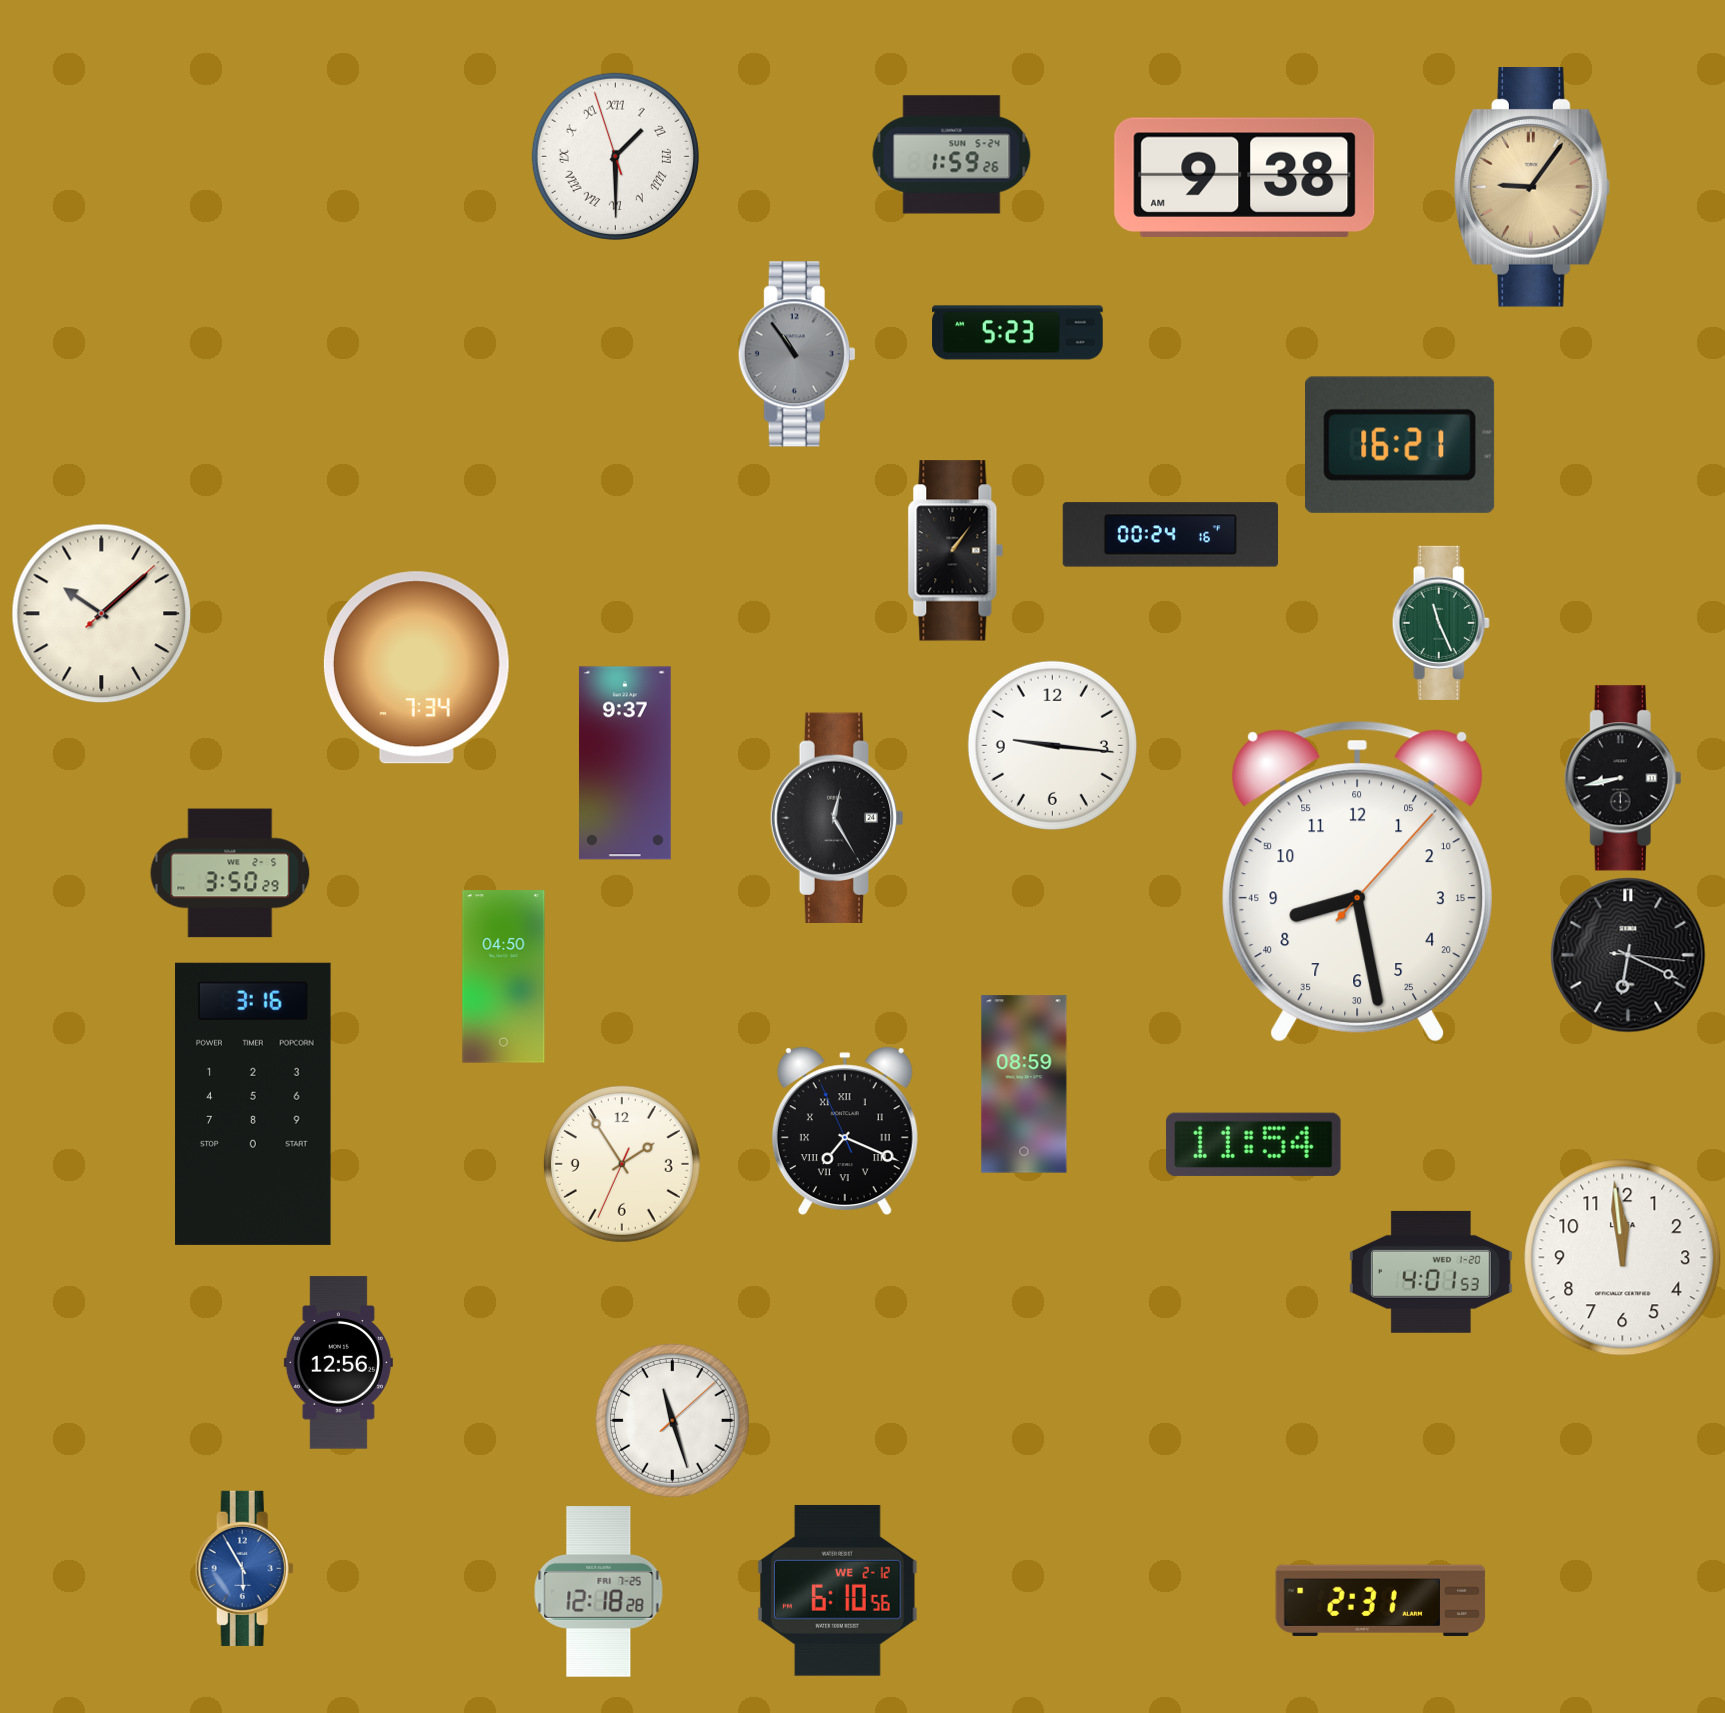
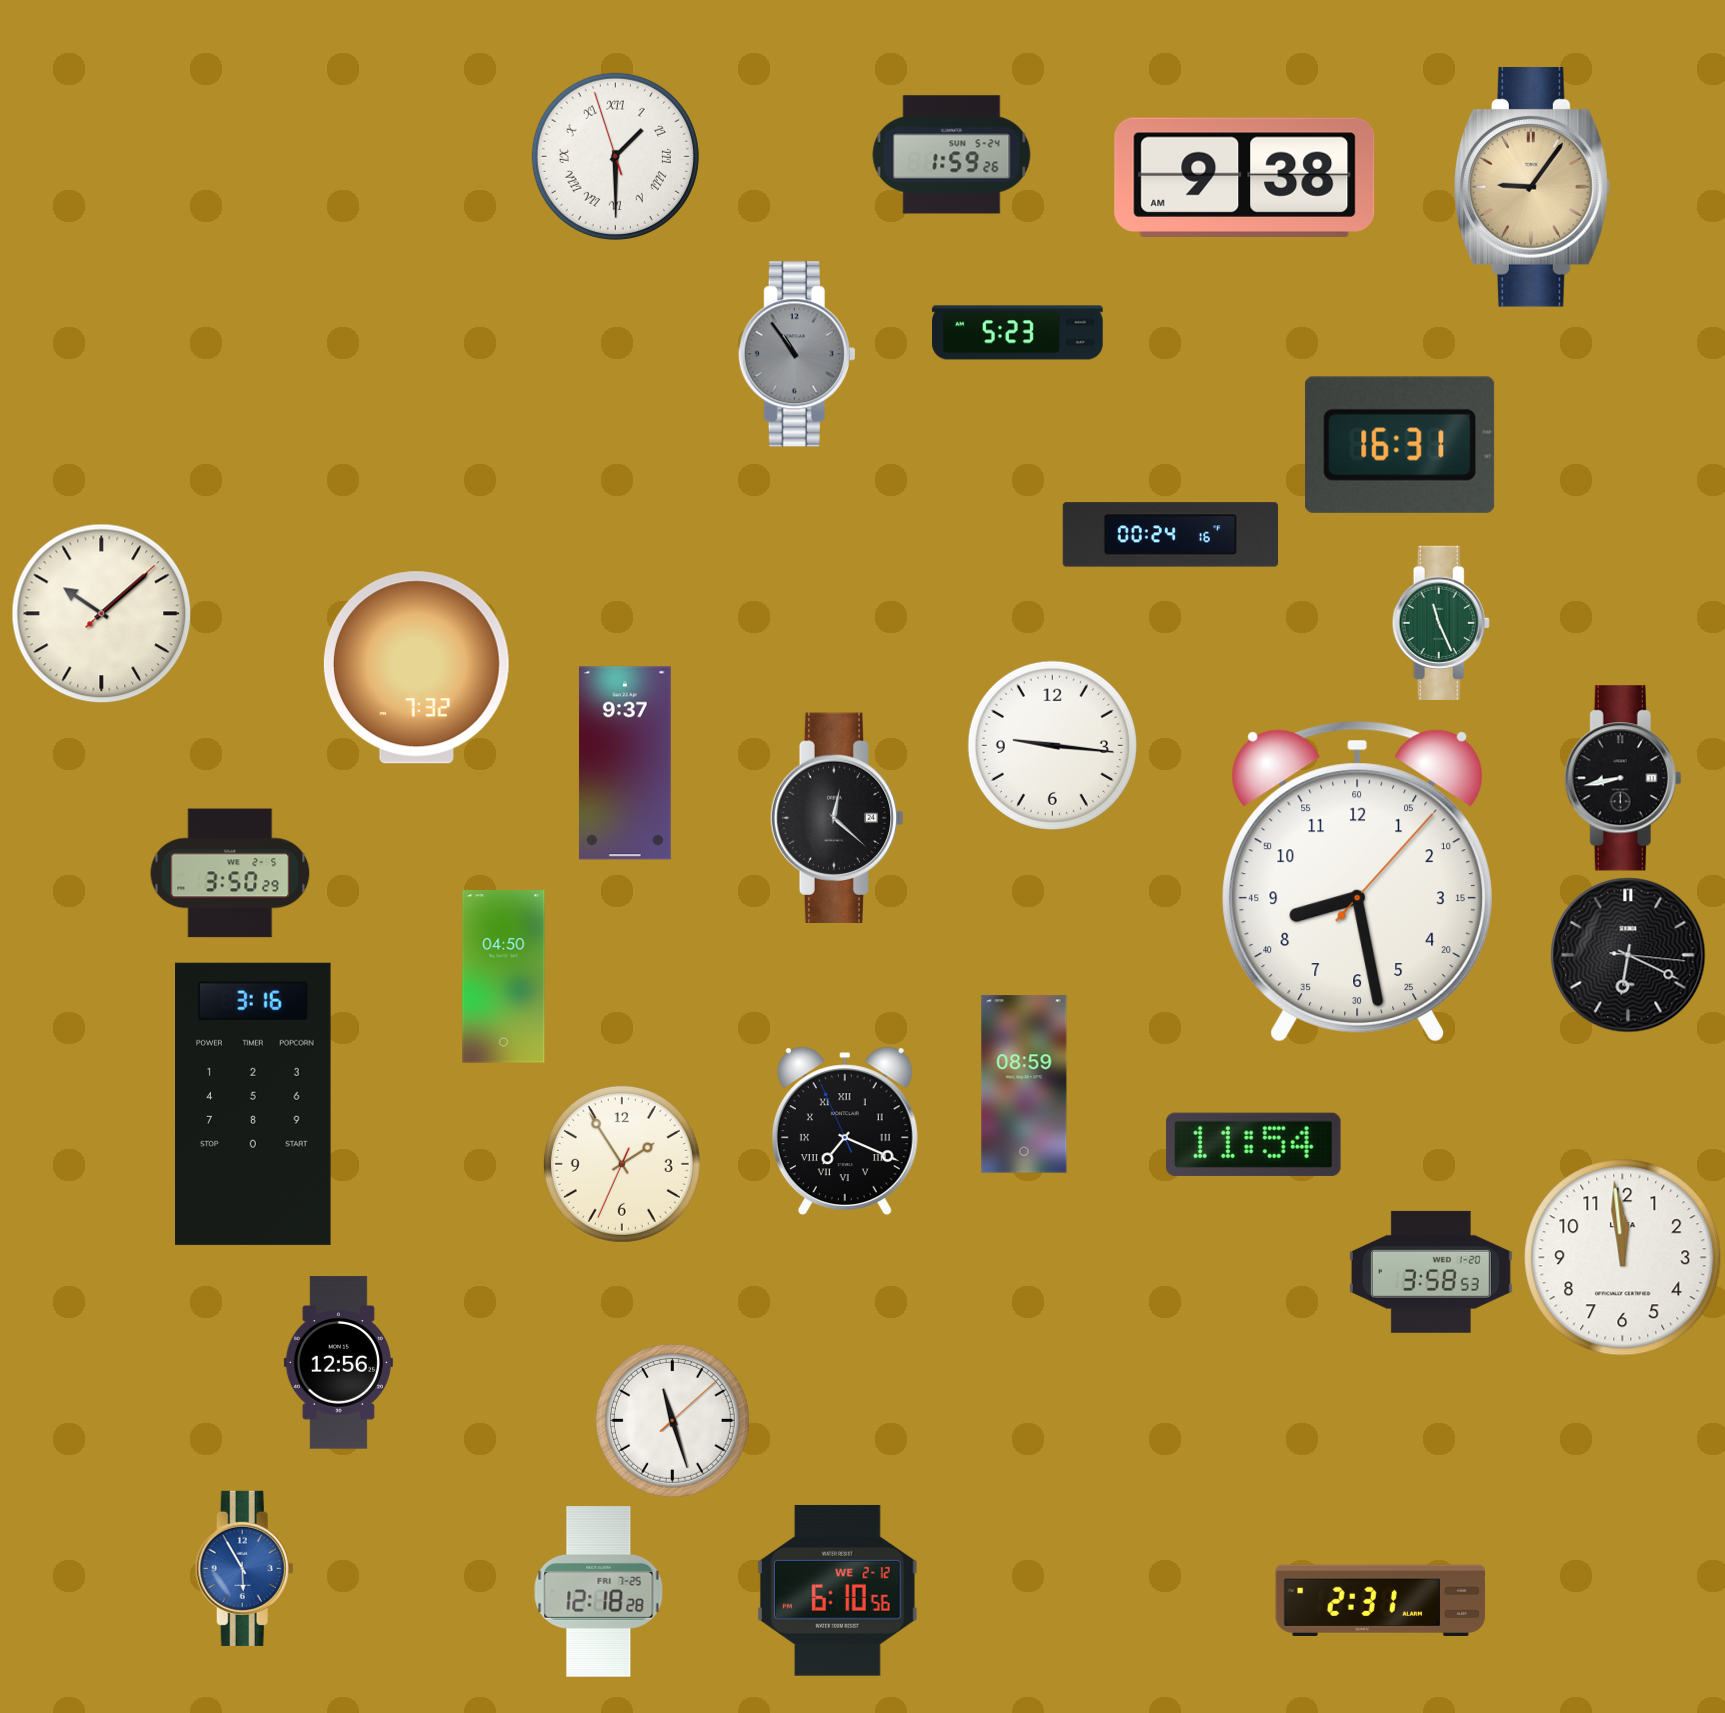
clock at (1400, 445): 16:21 -> 16:31
clock at (956, 551): 1:06 -> none
clock at (416, 668): 7:34 -> 7:32
clock at (837, 817): 12:25 -> 12:22
clock at (1431, 1272): 4:01 -> 3:58
